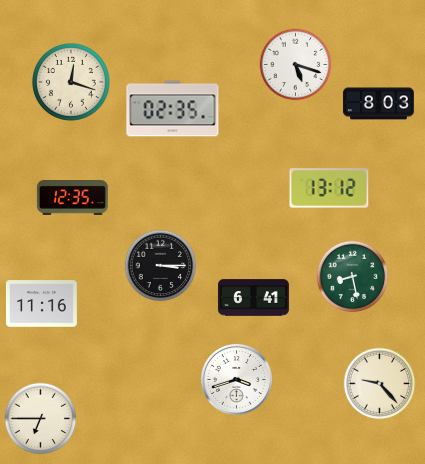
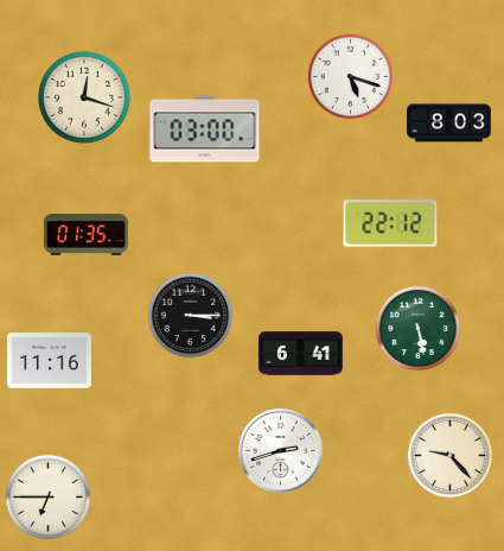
clock at (173, 109): 02:35 -> 03:00
clock at (329, 188): 13:12 -> 22:12
clock at (72, 198): 12:35 -> 01:35
clock at (353, 277): 8:28 -> 5:28
clock at (236, 379): 3:42 -> 2:42
